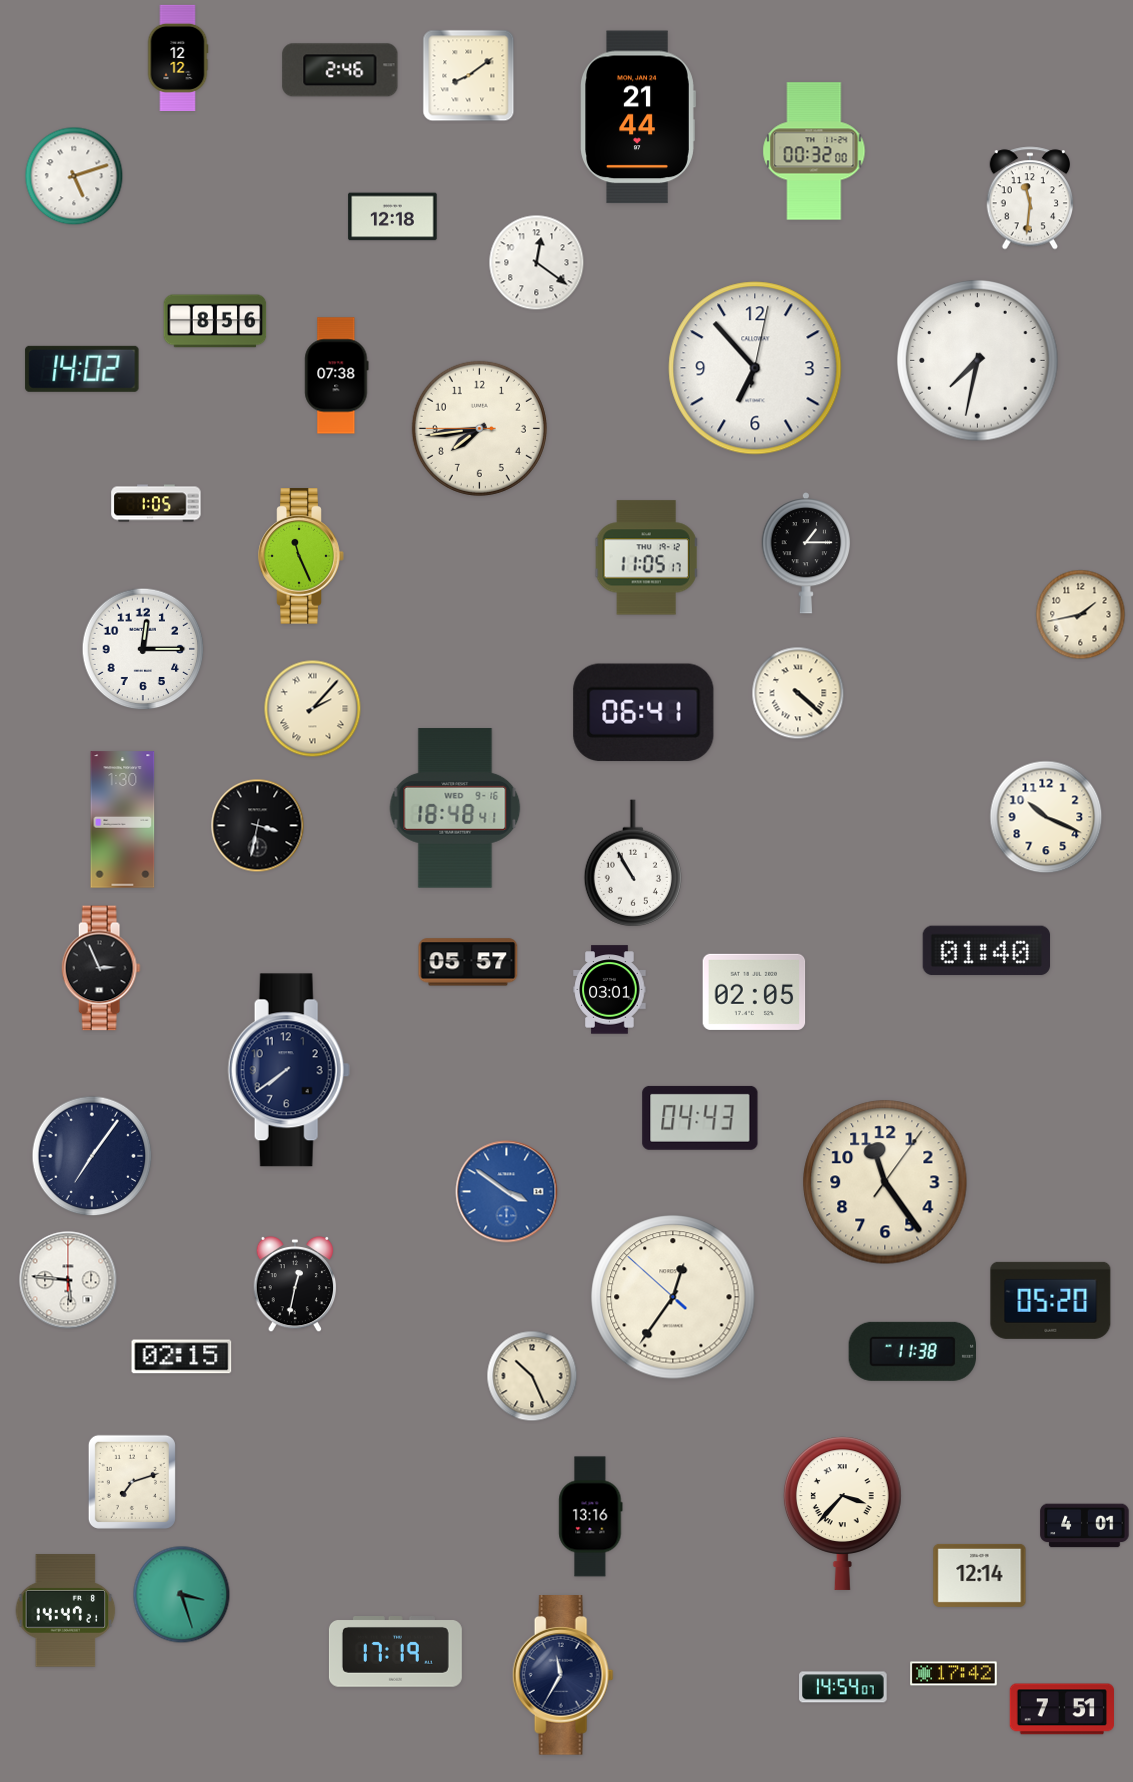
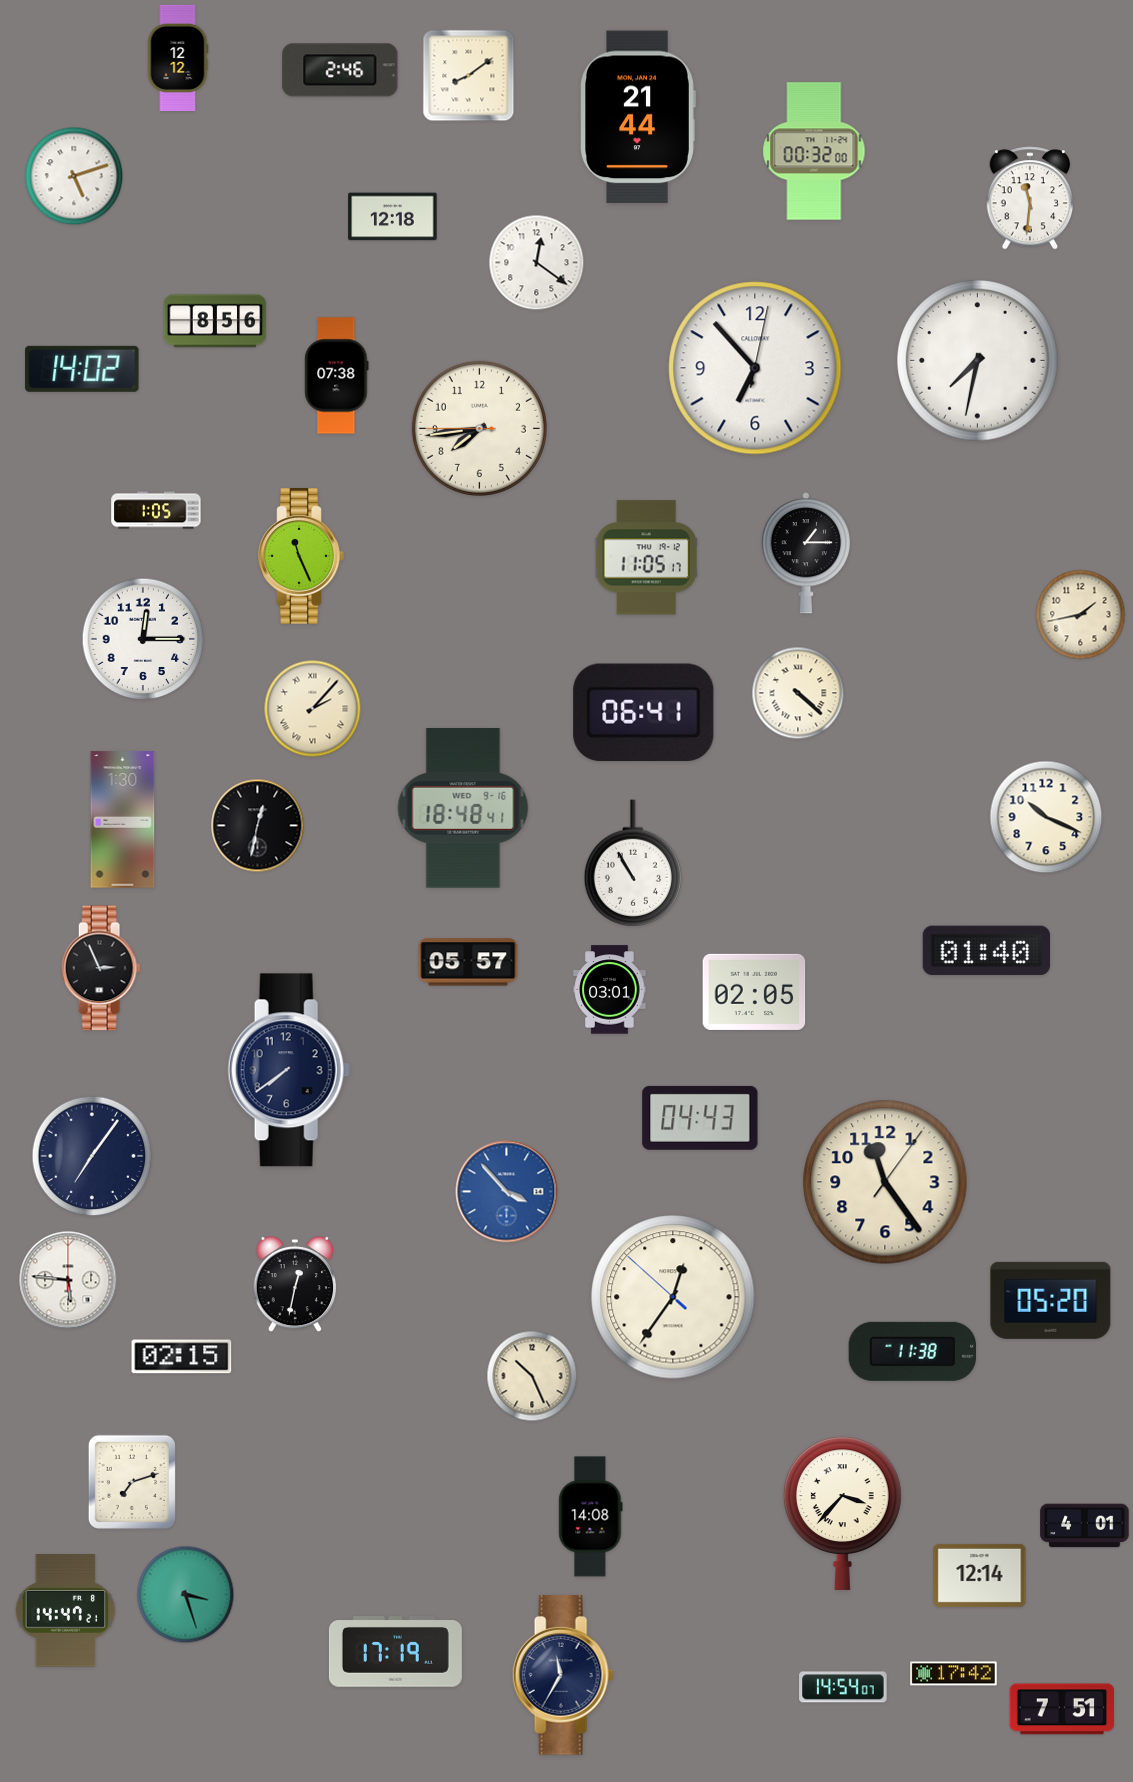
clock at (156, 503) position: (156, 503) -> (156, 510)
clock at (143, 649) position: (143, 649) -> (143, 639)
clock at (455, 808) position: (455, 808) -> (463, 808)
clock at (258, 826): 3:32 -> 12:32
clock at (507, 1192): 3:51 -> 3:53
clock at (591, 1517): 13:16 -> 14:08
clock at (182, 1595) position: (182, 1595) -> (186, 1595)
